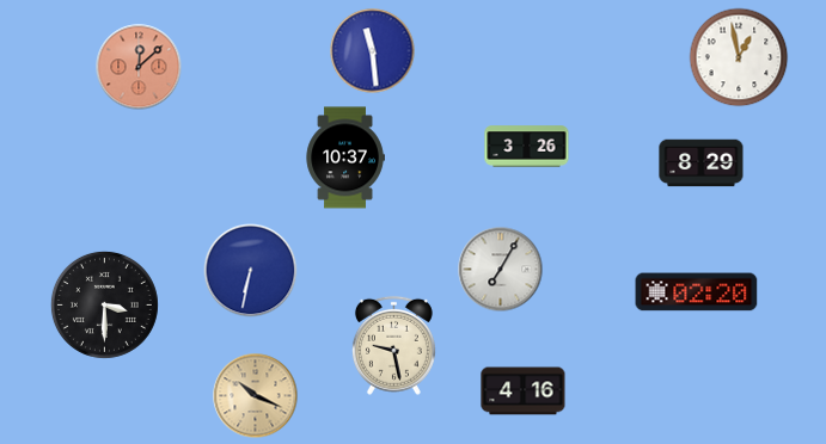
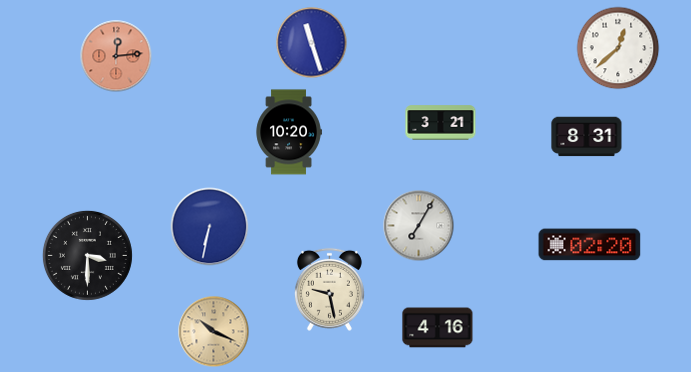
clock at (373, 51): 11:29 -> 11:27
clock at (739, 57): 12:58 -> 12:38
clock at (139, 67): 12:08 -> 12:14
clock at (527, 147): 3:26 -> 3:21
clock at (345, 158): 10:37 -> 10:20
clock at (702, 164): 8:29 -> 8:31
clock at (697, 292) position: (697, 292) -> (590, 245)
